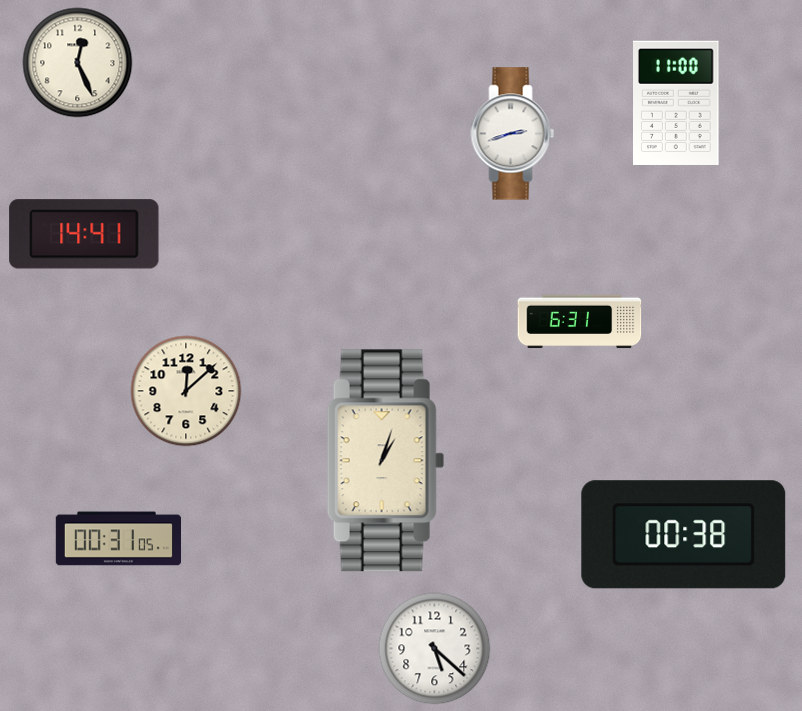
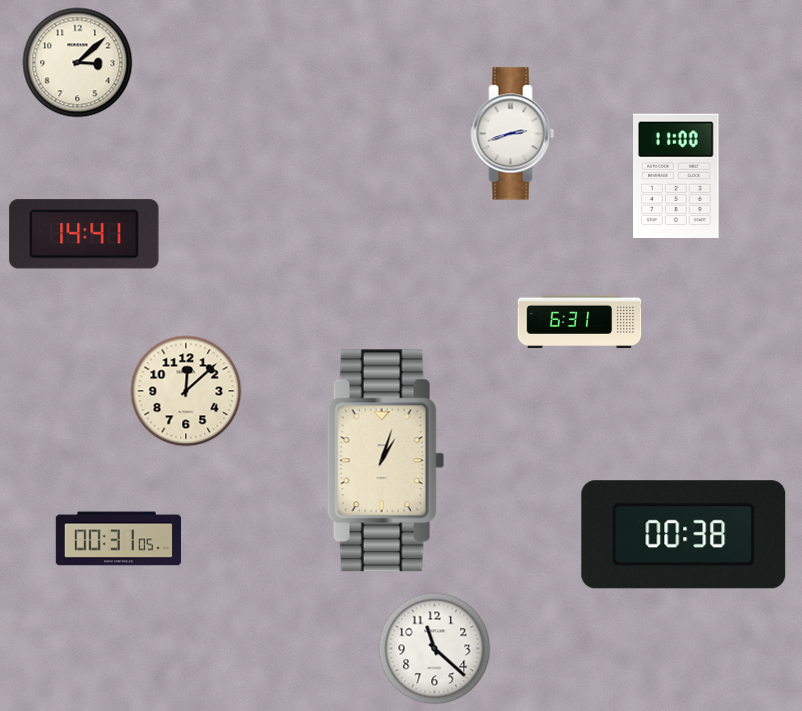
clock at (78, 63): 12:26 -> 3:08
clock at (677, 103) position: (677, 103) -> (677, 176)
clock at (435, 649): 5:22 -> 11:22
